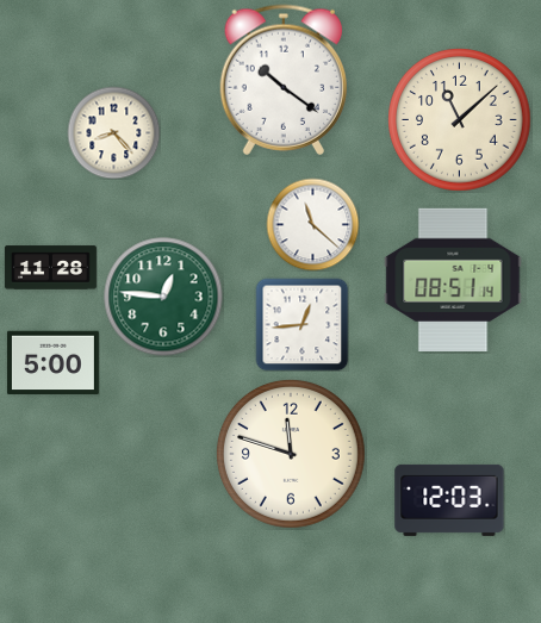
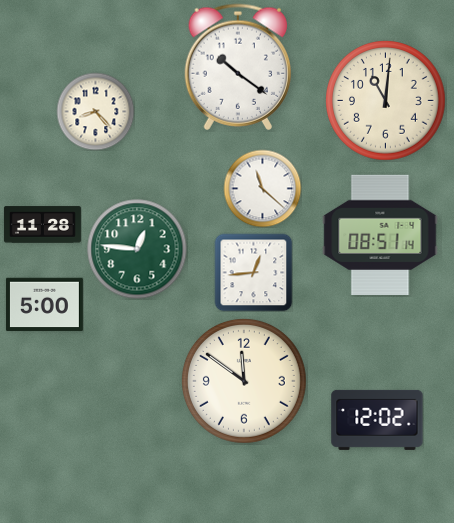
clock at (460, 120): 11:08 -> 11:01
clock at (291, 454): 11:48 -> 11:51
clock at (449, 500): 12:03 -> 12:02
